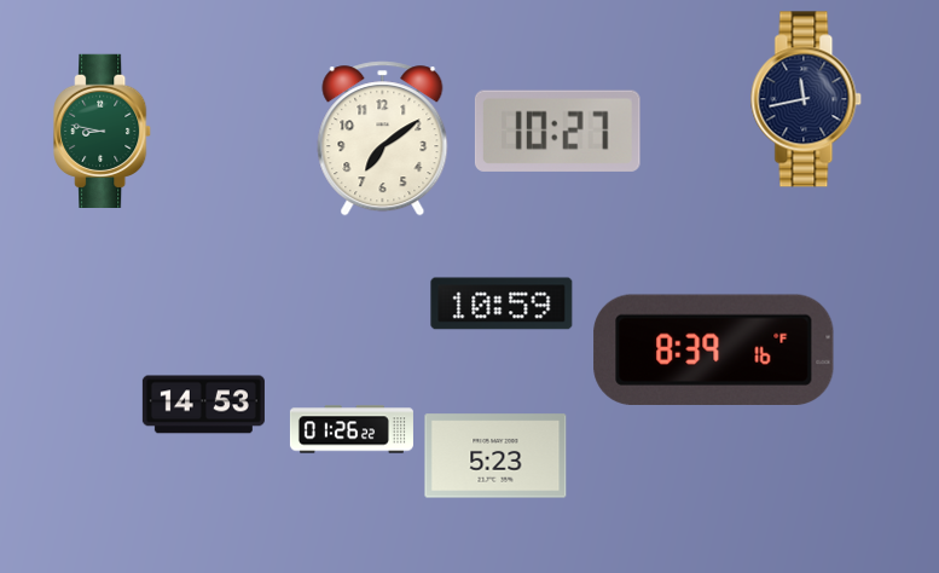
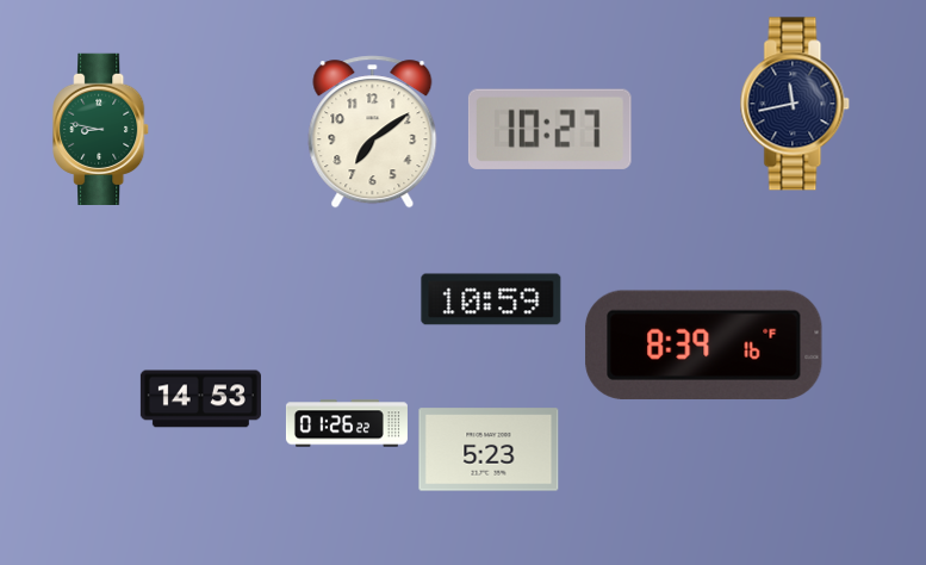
clock at (806, 99) position: (806, 99) -> (795, 104)
clock at (383, 139) position: (383, 139) -> (373, 132)
clock at (502, 303) position: (502, 303) -> (491, 299)
